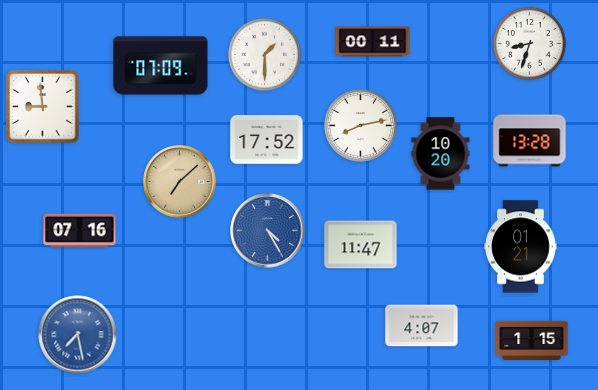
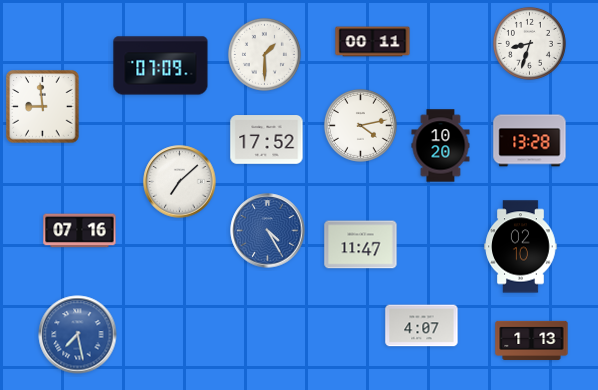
clock at (360, 125): 8:13 -> 4:13
clock at (441, 154) position: (441, 154) -> (441, 146)
clock at (180, 182) dial: champagne -> white
clock at (521, 247): 01:21 -> 02:10
clock at (532, 340): 1:15 -> 1:13
